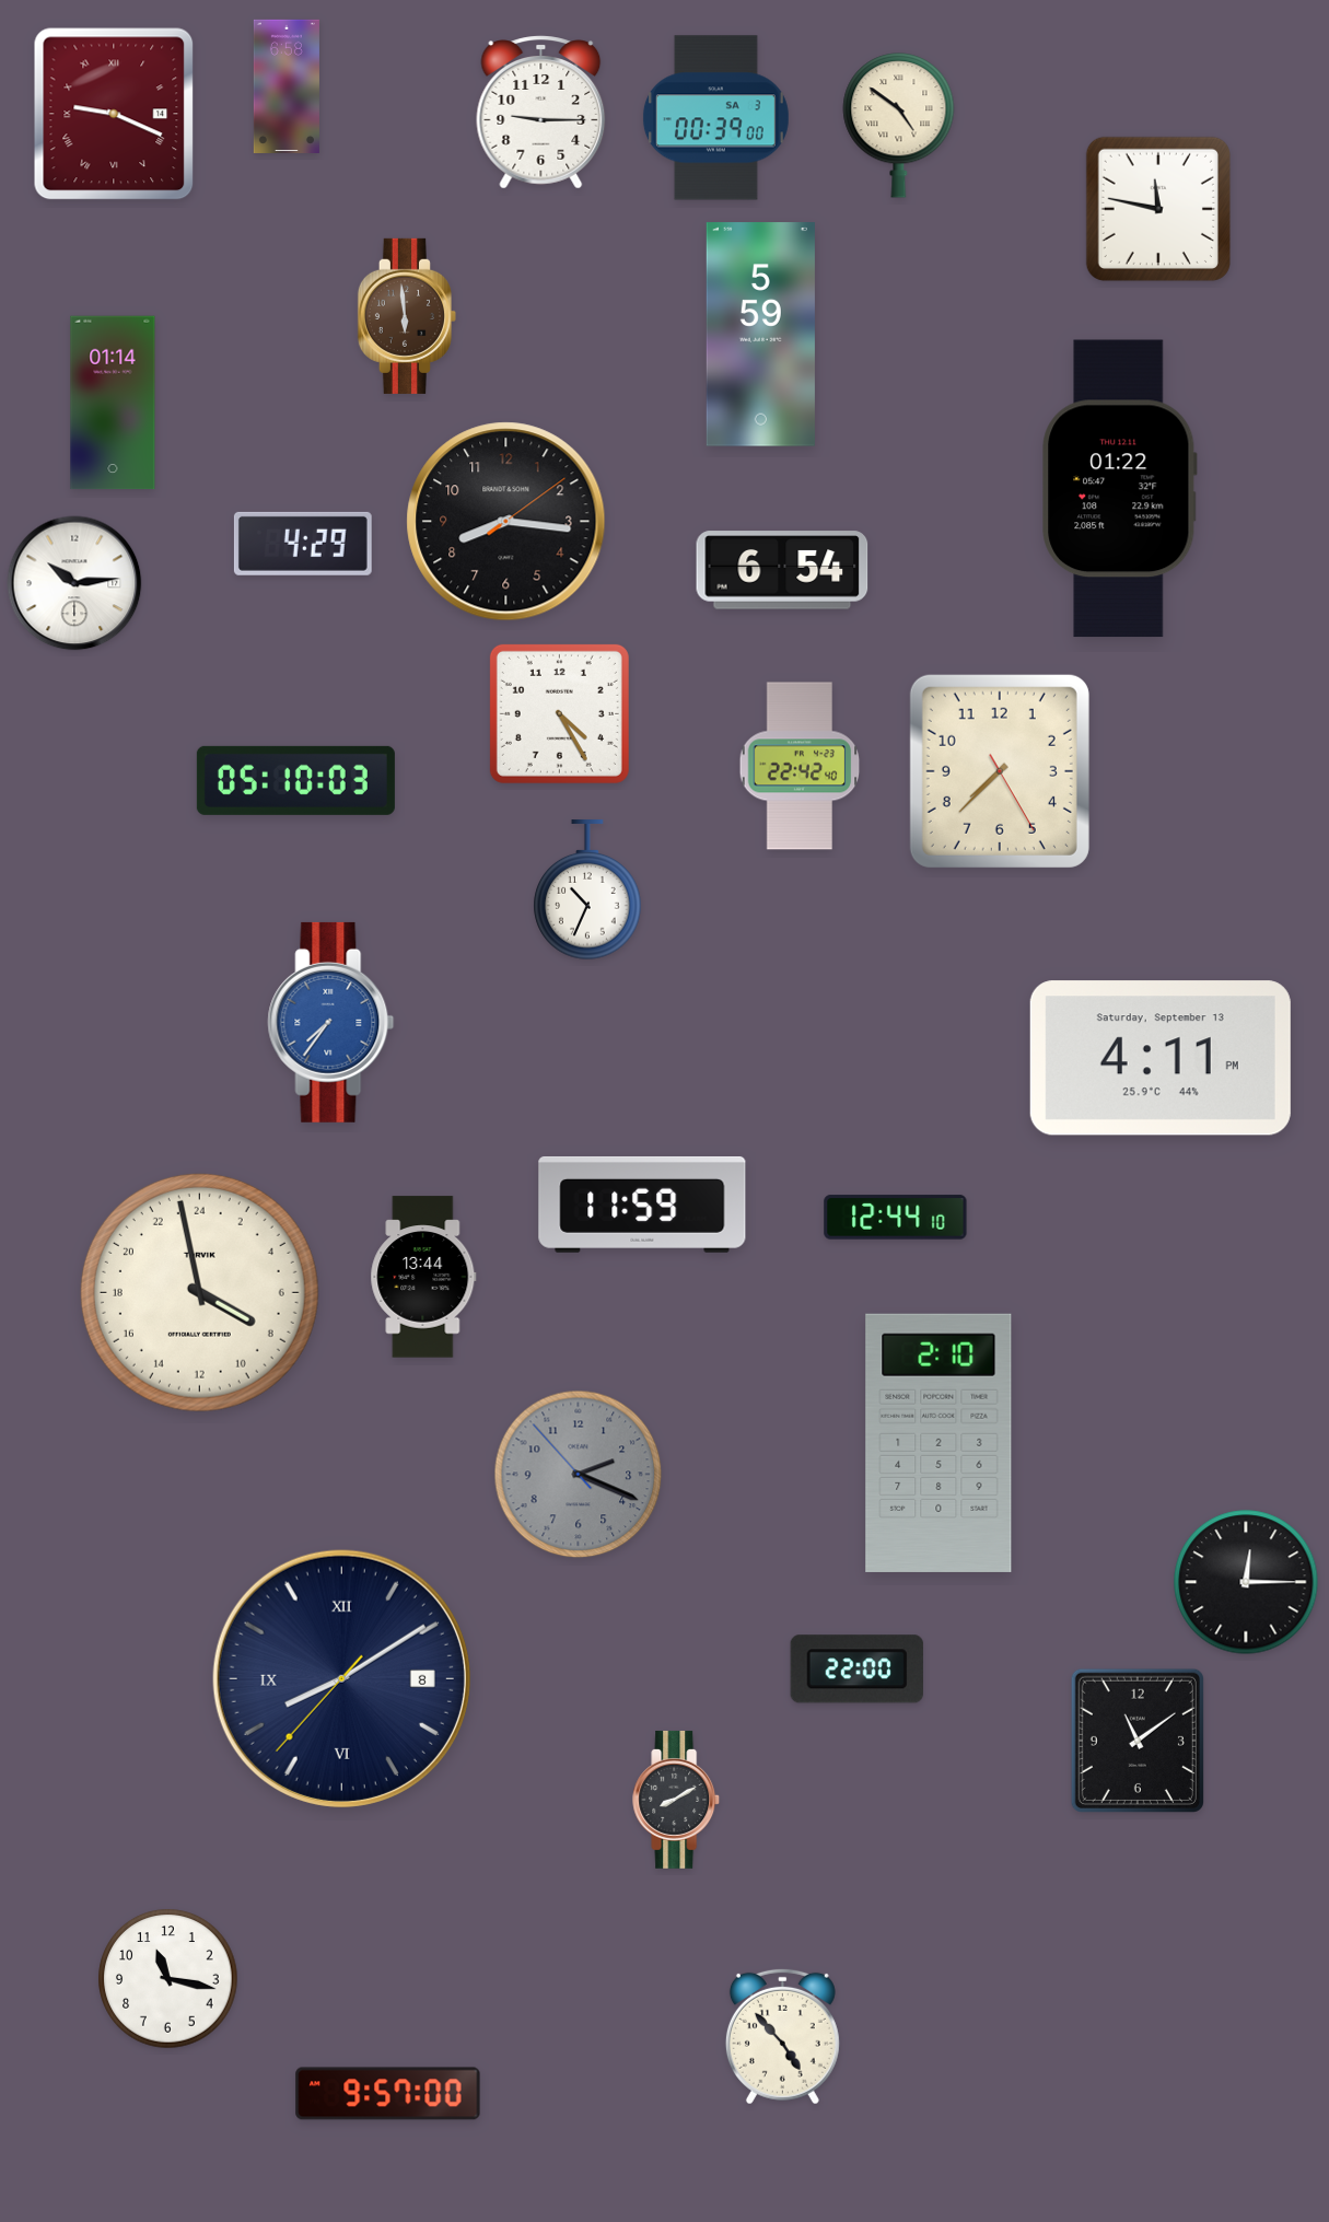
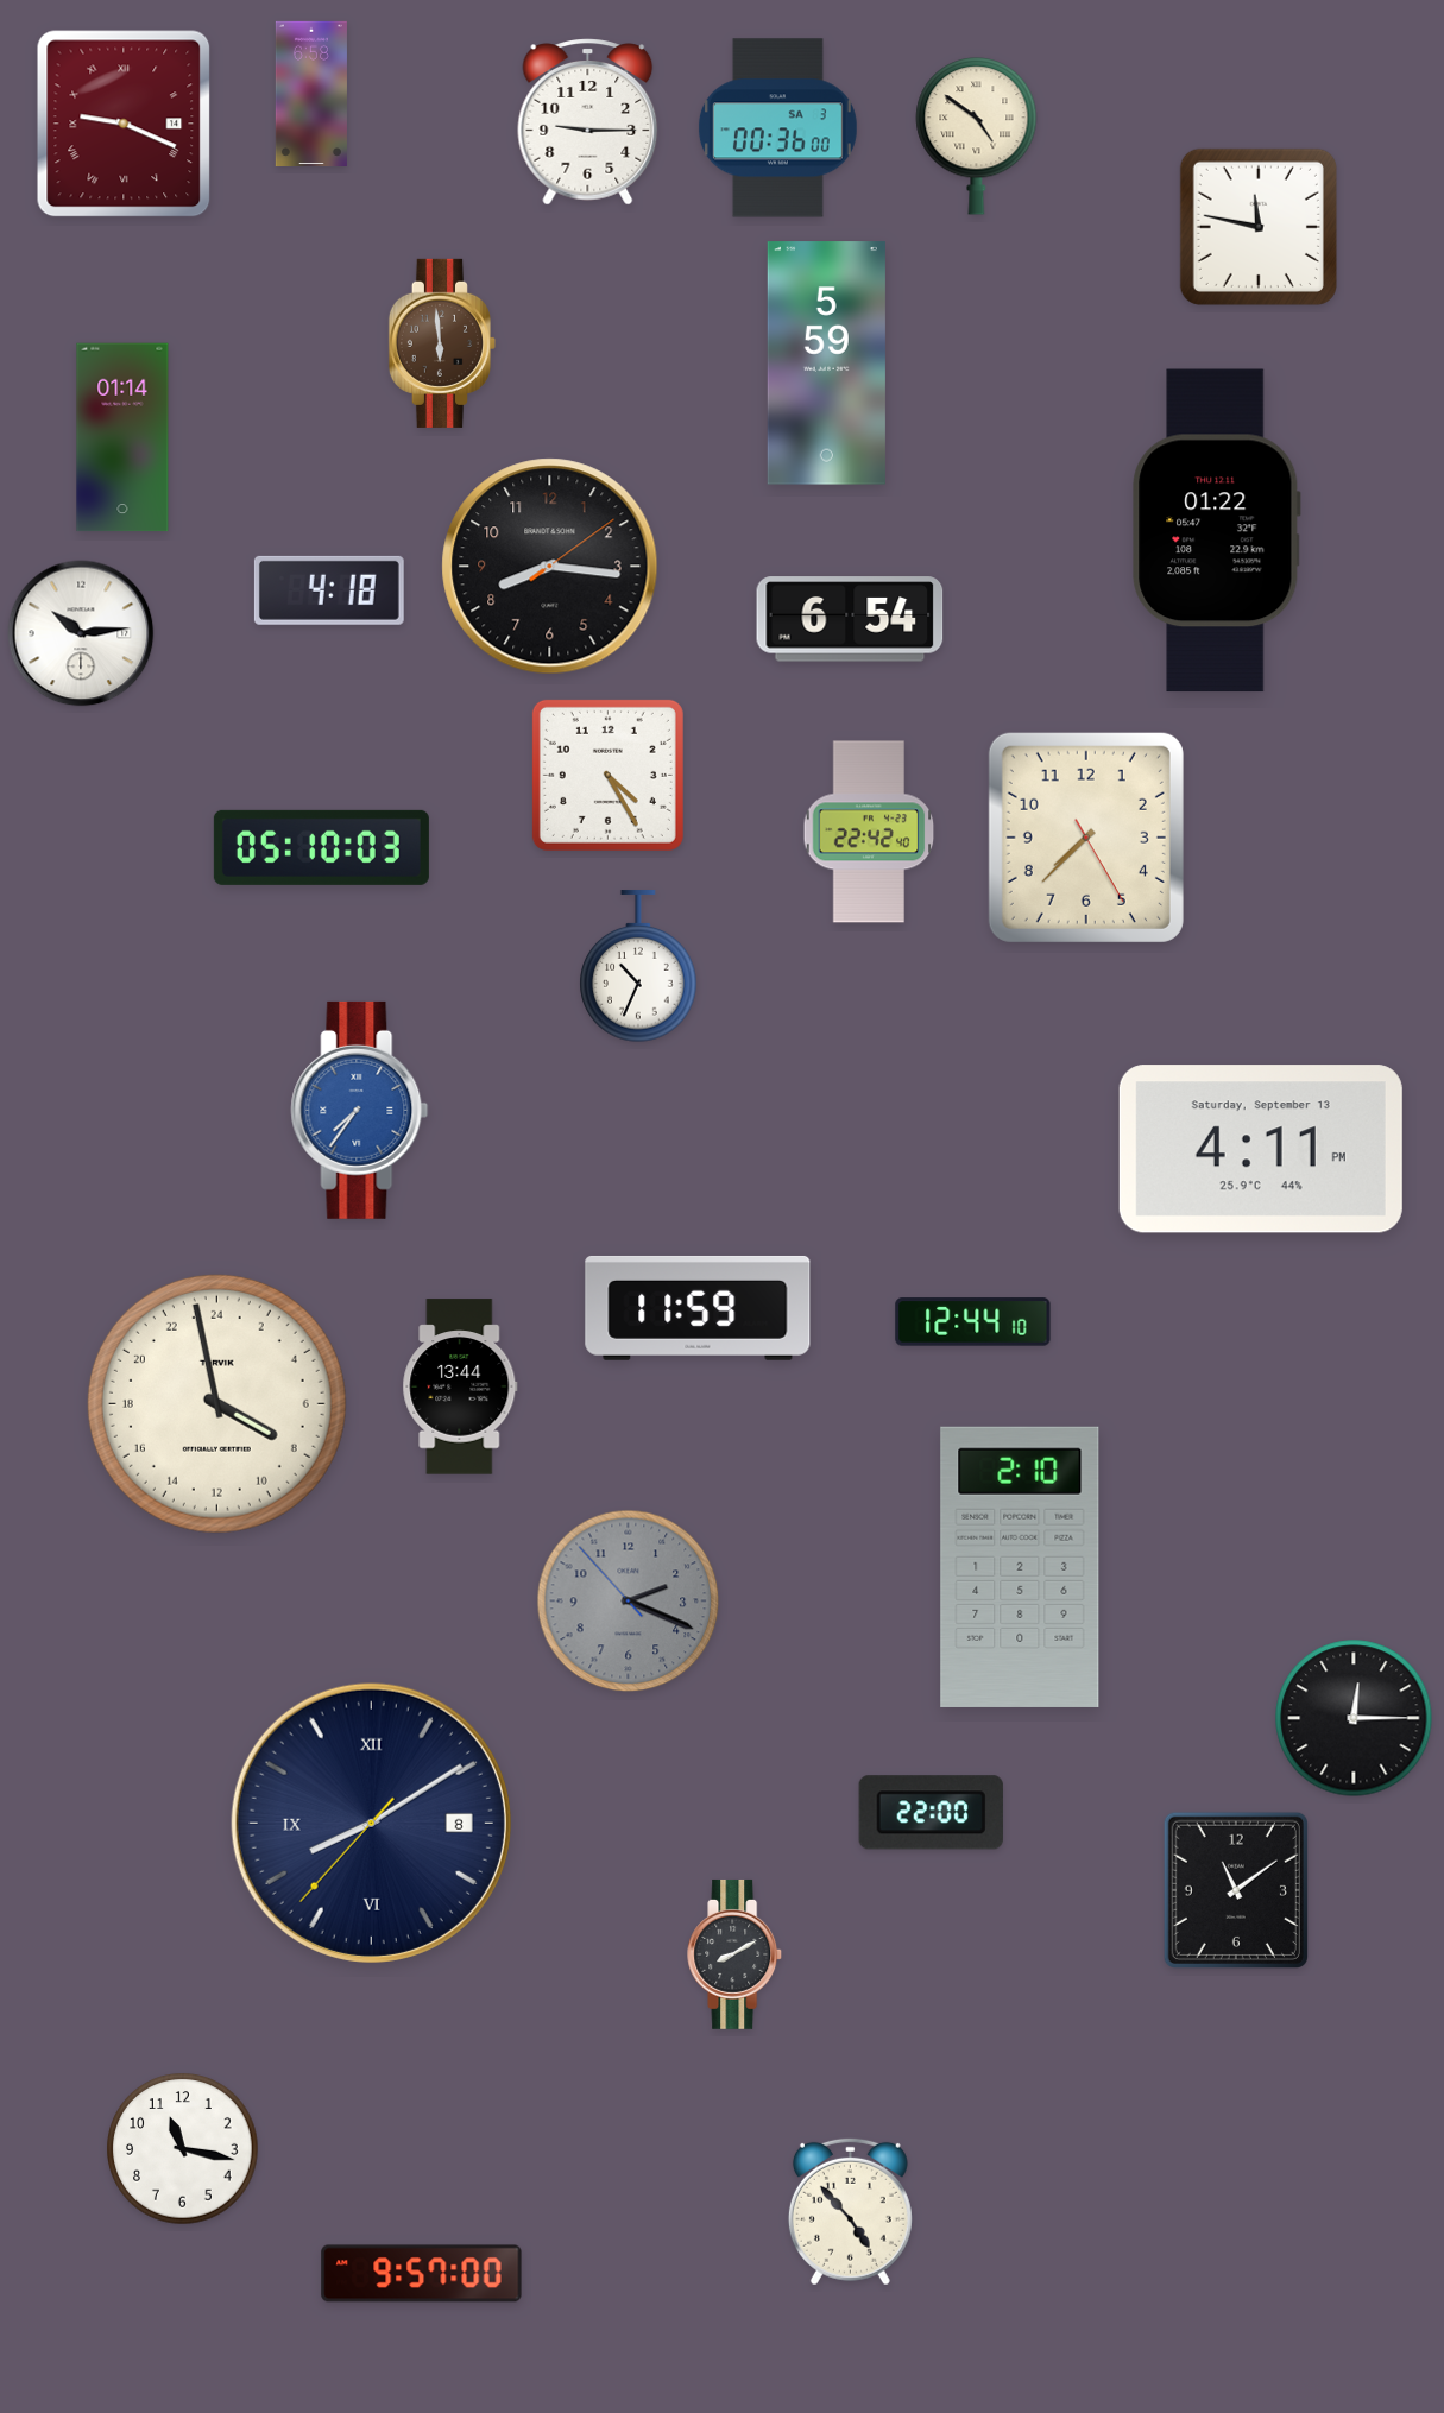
clock at (715, 118): 00:39 -> 00:36
clock at (303, 544): 4:29 -> 4:18
